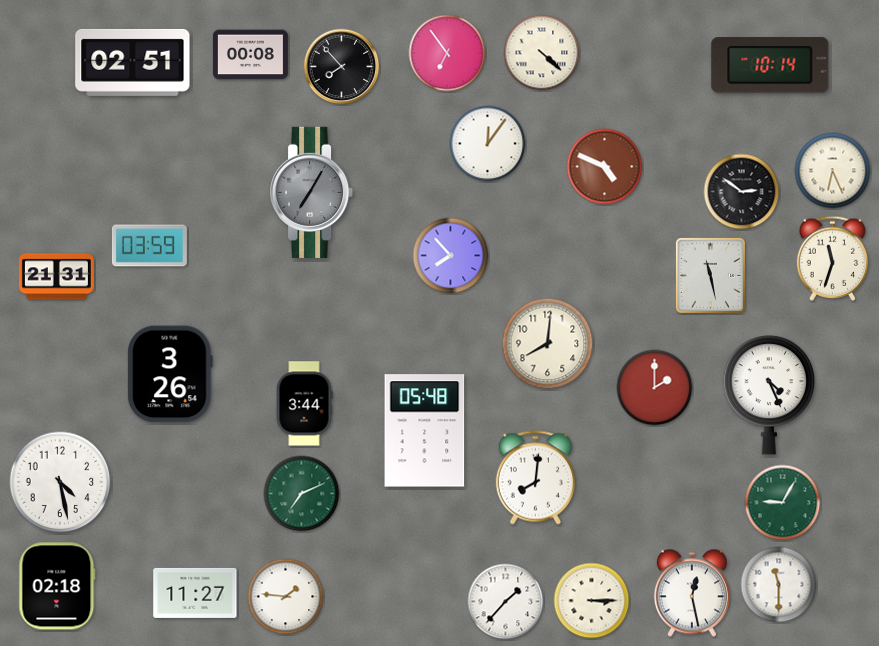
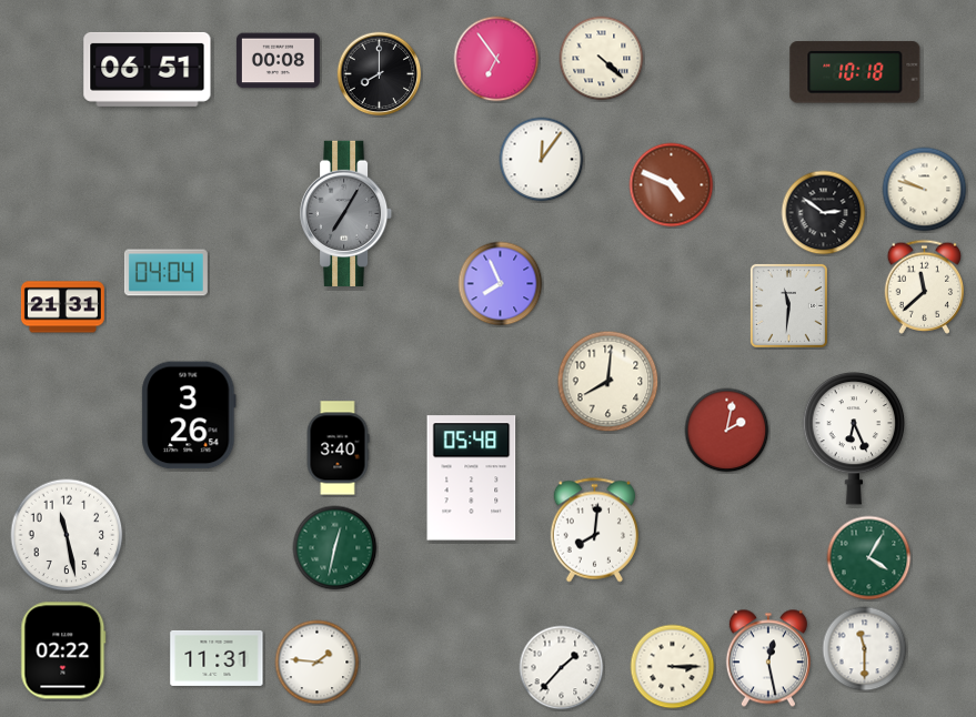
clock at (133, 62): 02:51 -> 06:51
clock at (770, 65): 10:14 -> 10:18
clock at (342, 67): 7:53 -> 8:00
clock at (833, 171): 6:26 -> 9:48
clock at (149, 246): 03:59 -> 04:04
clock at (451, 256): 7:53 -> 7:56
clock at (833, 258): 11:33 -> 11:38
clock at (710, 275): 11:28 -> 11:31
clock at (655, 388): 2:00 -> 2:02
clock at (769, 396): 4:26 -> 6:26
clock at (304, 404): 3:44 -> 3:40
clock at (60, 482): 4:28 -> 11:28
clock at (302, 494): 7:11 -> 12:32
clock at (783, 503): 9:05 -> 4:05
clock at (57, 586): 02:18 -> 02:22
clock at (195, 593): 11:27 -> 11:31
clock at (592, 601) position: (592, 601) -> (673, 667)
